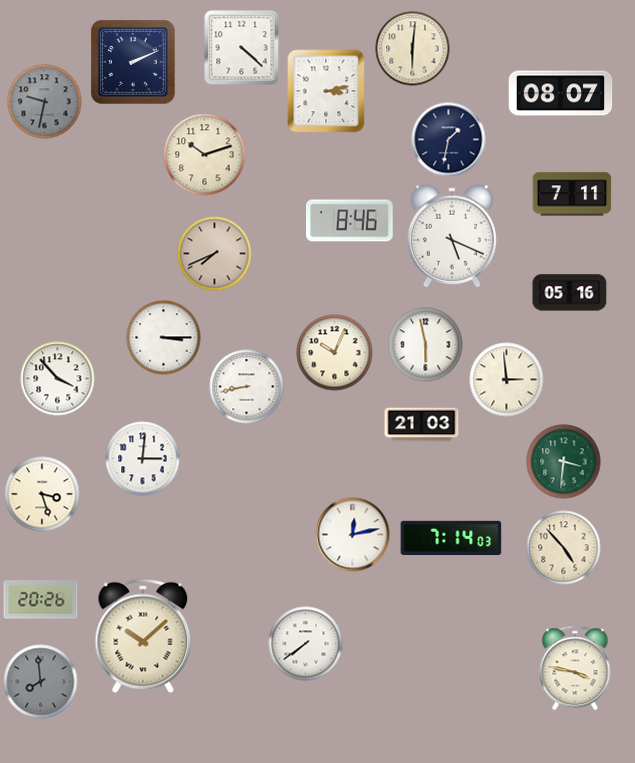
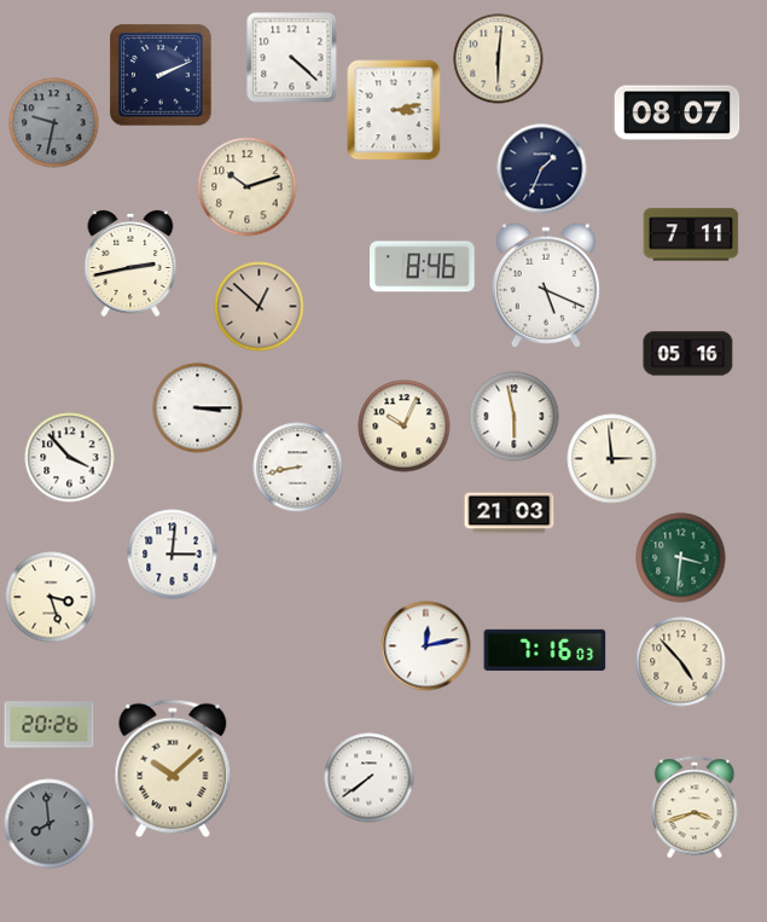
clock at (449, 140): 1:32 -> 1:34
clock at (130, 263): none -> 2:43
clock at (215, 254): 7:41 -> 12:52
clock at (451, 538): 7:14 -> 7:16
clock at (575, 668): 3:47 -> 3:42
